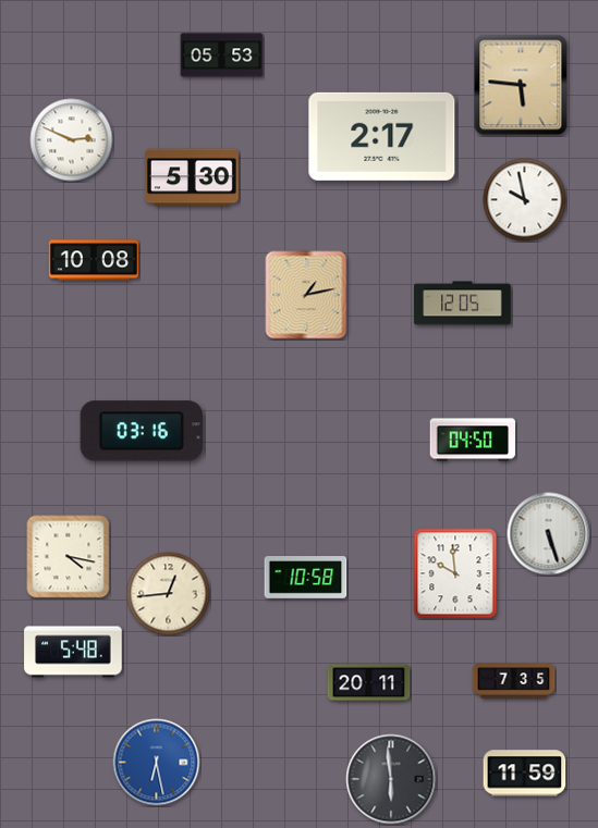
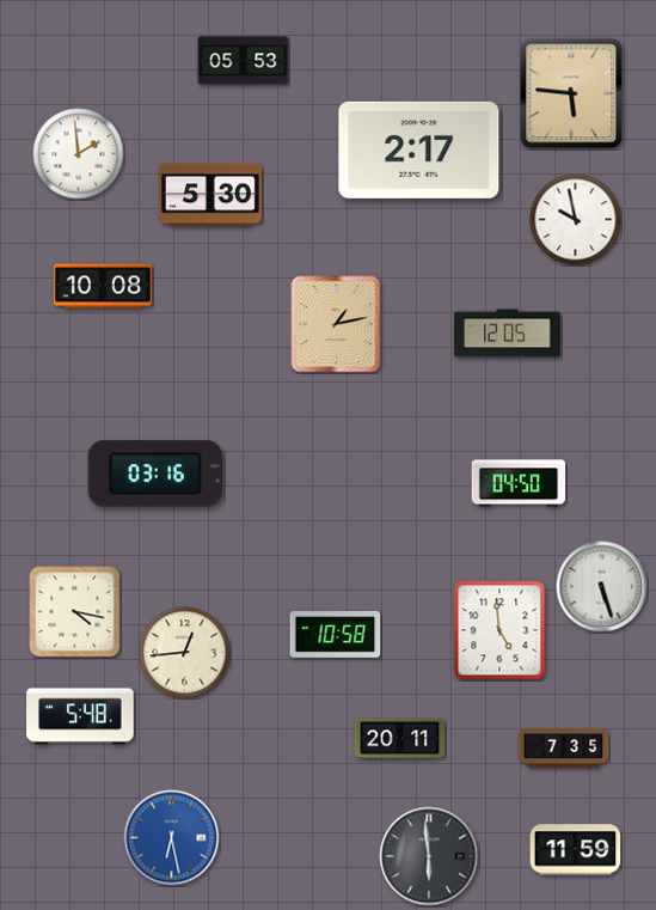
clock at (72, 140): 2:49 -> 1:59
clock at (455, 573): 9:59 -> 4:59
clock at (369, 683) position: (369, 683) -> (400, 739)
